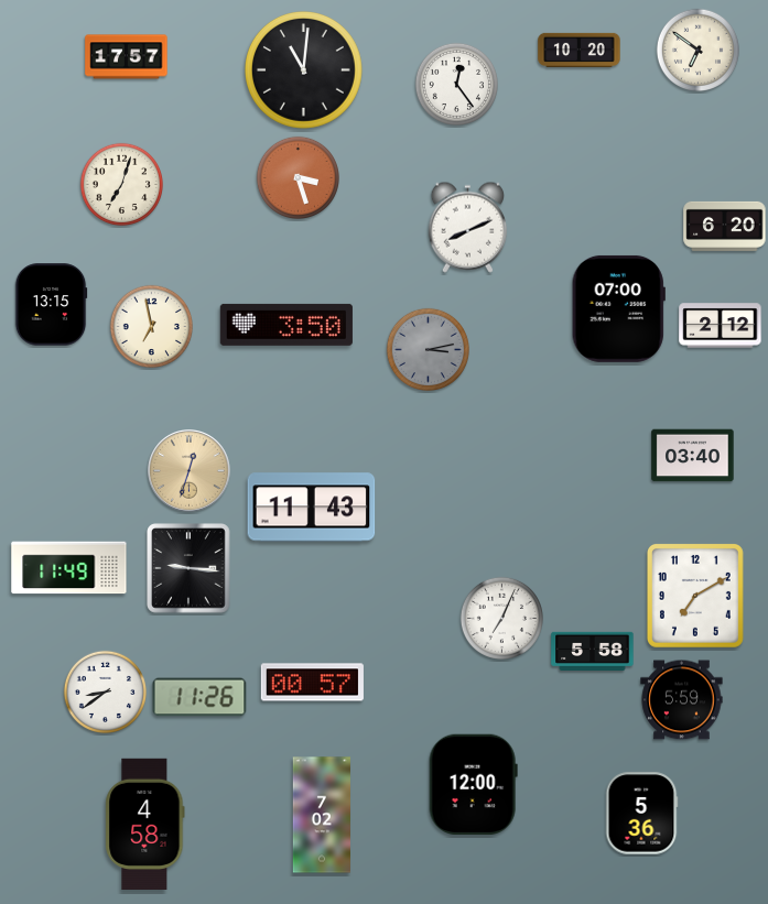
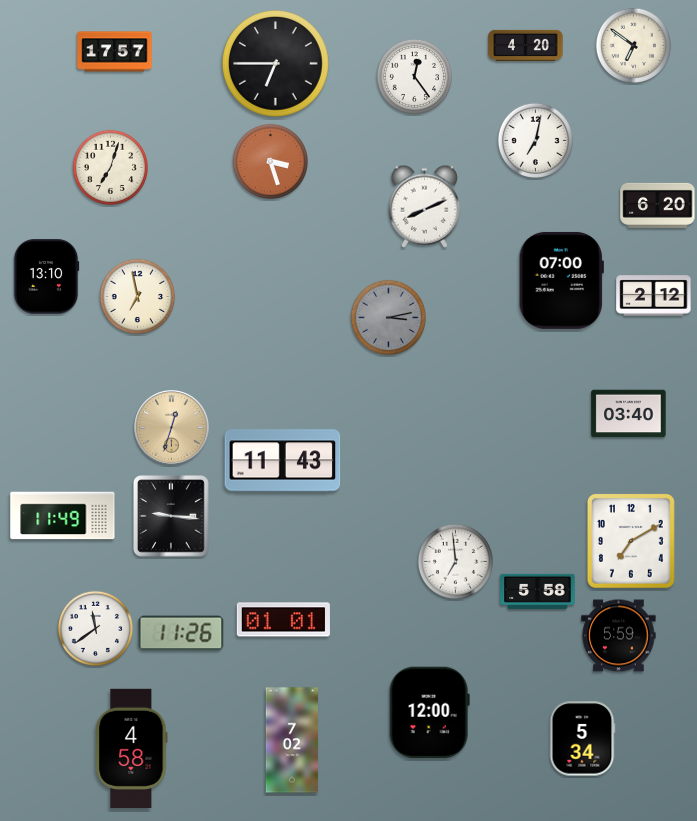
clock at (580, 50): 10:20 -> 4:20
clock at (304, 70): 11:01 -> 6:45
clock at (535, 140): none -> 7:02
clock at (51, 305): 13:15 -> 13:10
clock at (286, 325): 3:50 -> none
clock at (501, 618): 7:04 -> 6:59
clock at (312, 683): 00:57 -> 01:01
clock at (105, 691): 8:39 -> 11:39
clock at (641, 814): 5:36 -> 5:34
